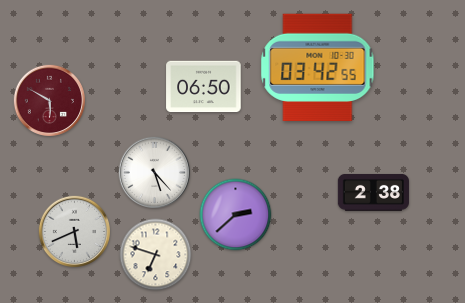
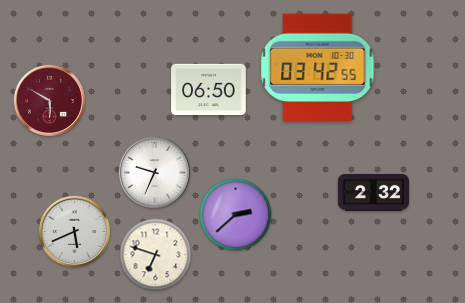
clock at (204, 87) position: (204, 87) -> (209, 90)
clock at (154, 172): 5:23 -> 9:34
clock at (373, 192): 2:38 -> 2:32
